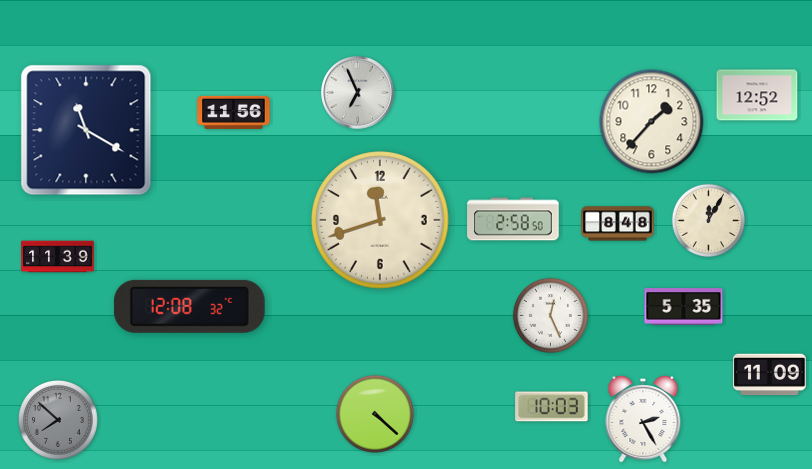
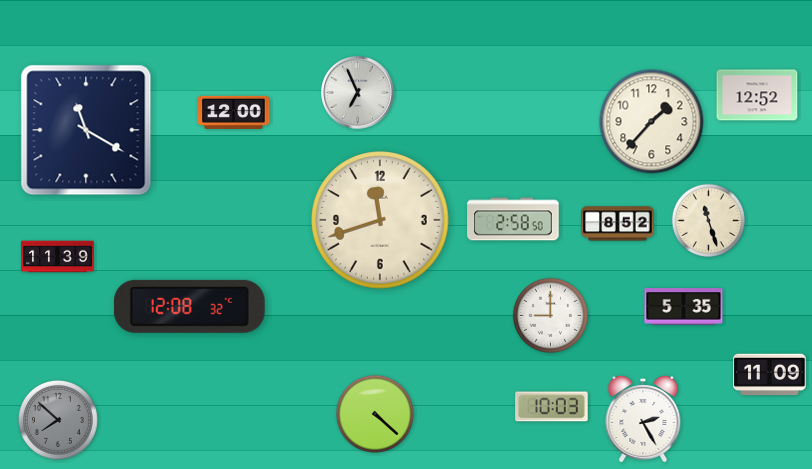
clock at (234, 112): 11:56 -> 12:00
clock at (708, 220): 12:05 -> 11:27
clock at (618, 224): 8:48 -> 8:52
clock at (550, 315): 12:26 -> 9:00
